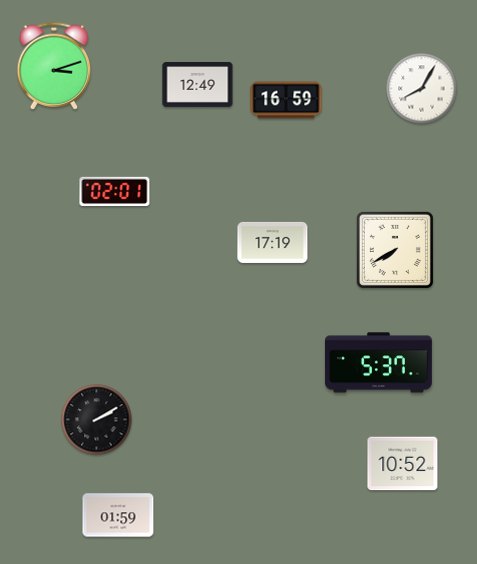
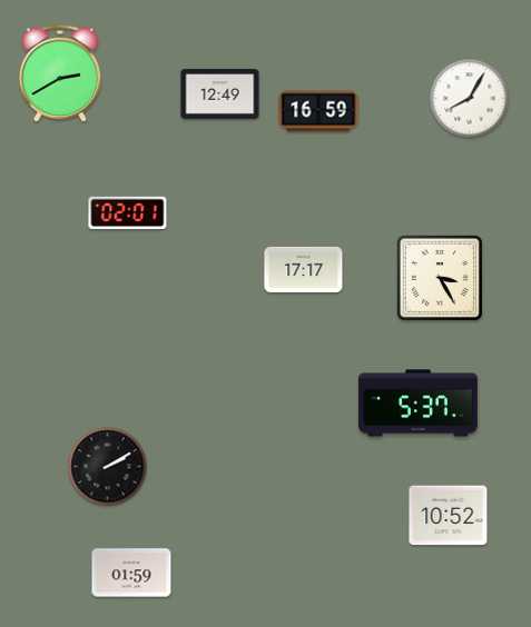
clock at (54, 66): 3:12 -> 2:40
clock at (273, 242): 17:19 -> 17:17
clock at (395, 250): 7:40 -> 3:25
clock at (378, 363) position: (378, 363) -> (417, 404)
